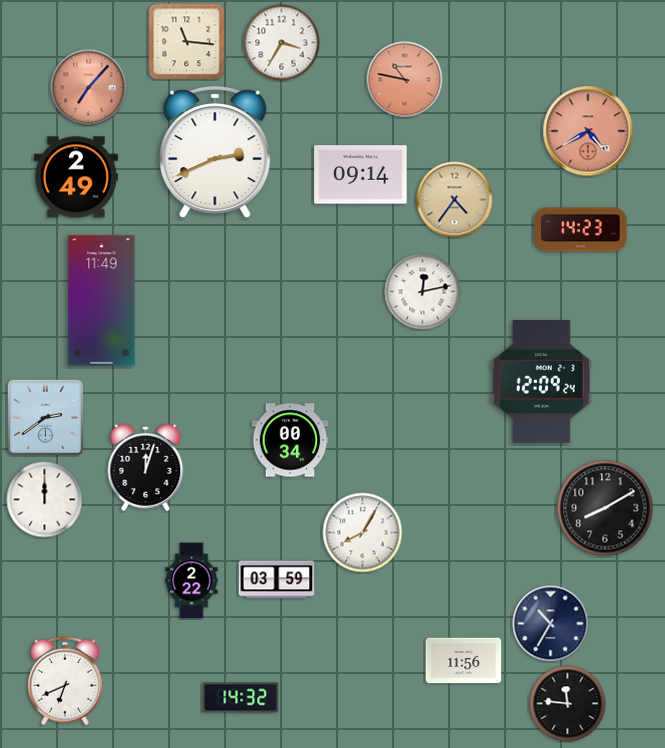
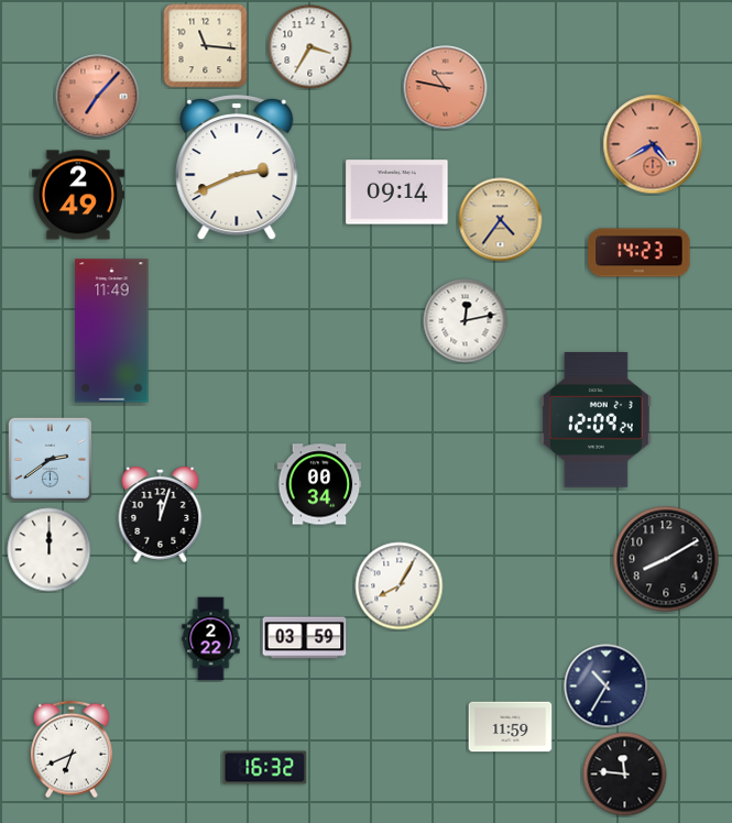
clock at (588, 131) position: (588, 131) -> (653, 144)
clock at (76, 177) position: (76, 177) -> (78, 195)
clock at (464, 661): 11:56 -> 11:59
clock at (241, 698): 14:32 -> 16:32
